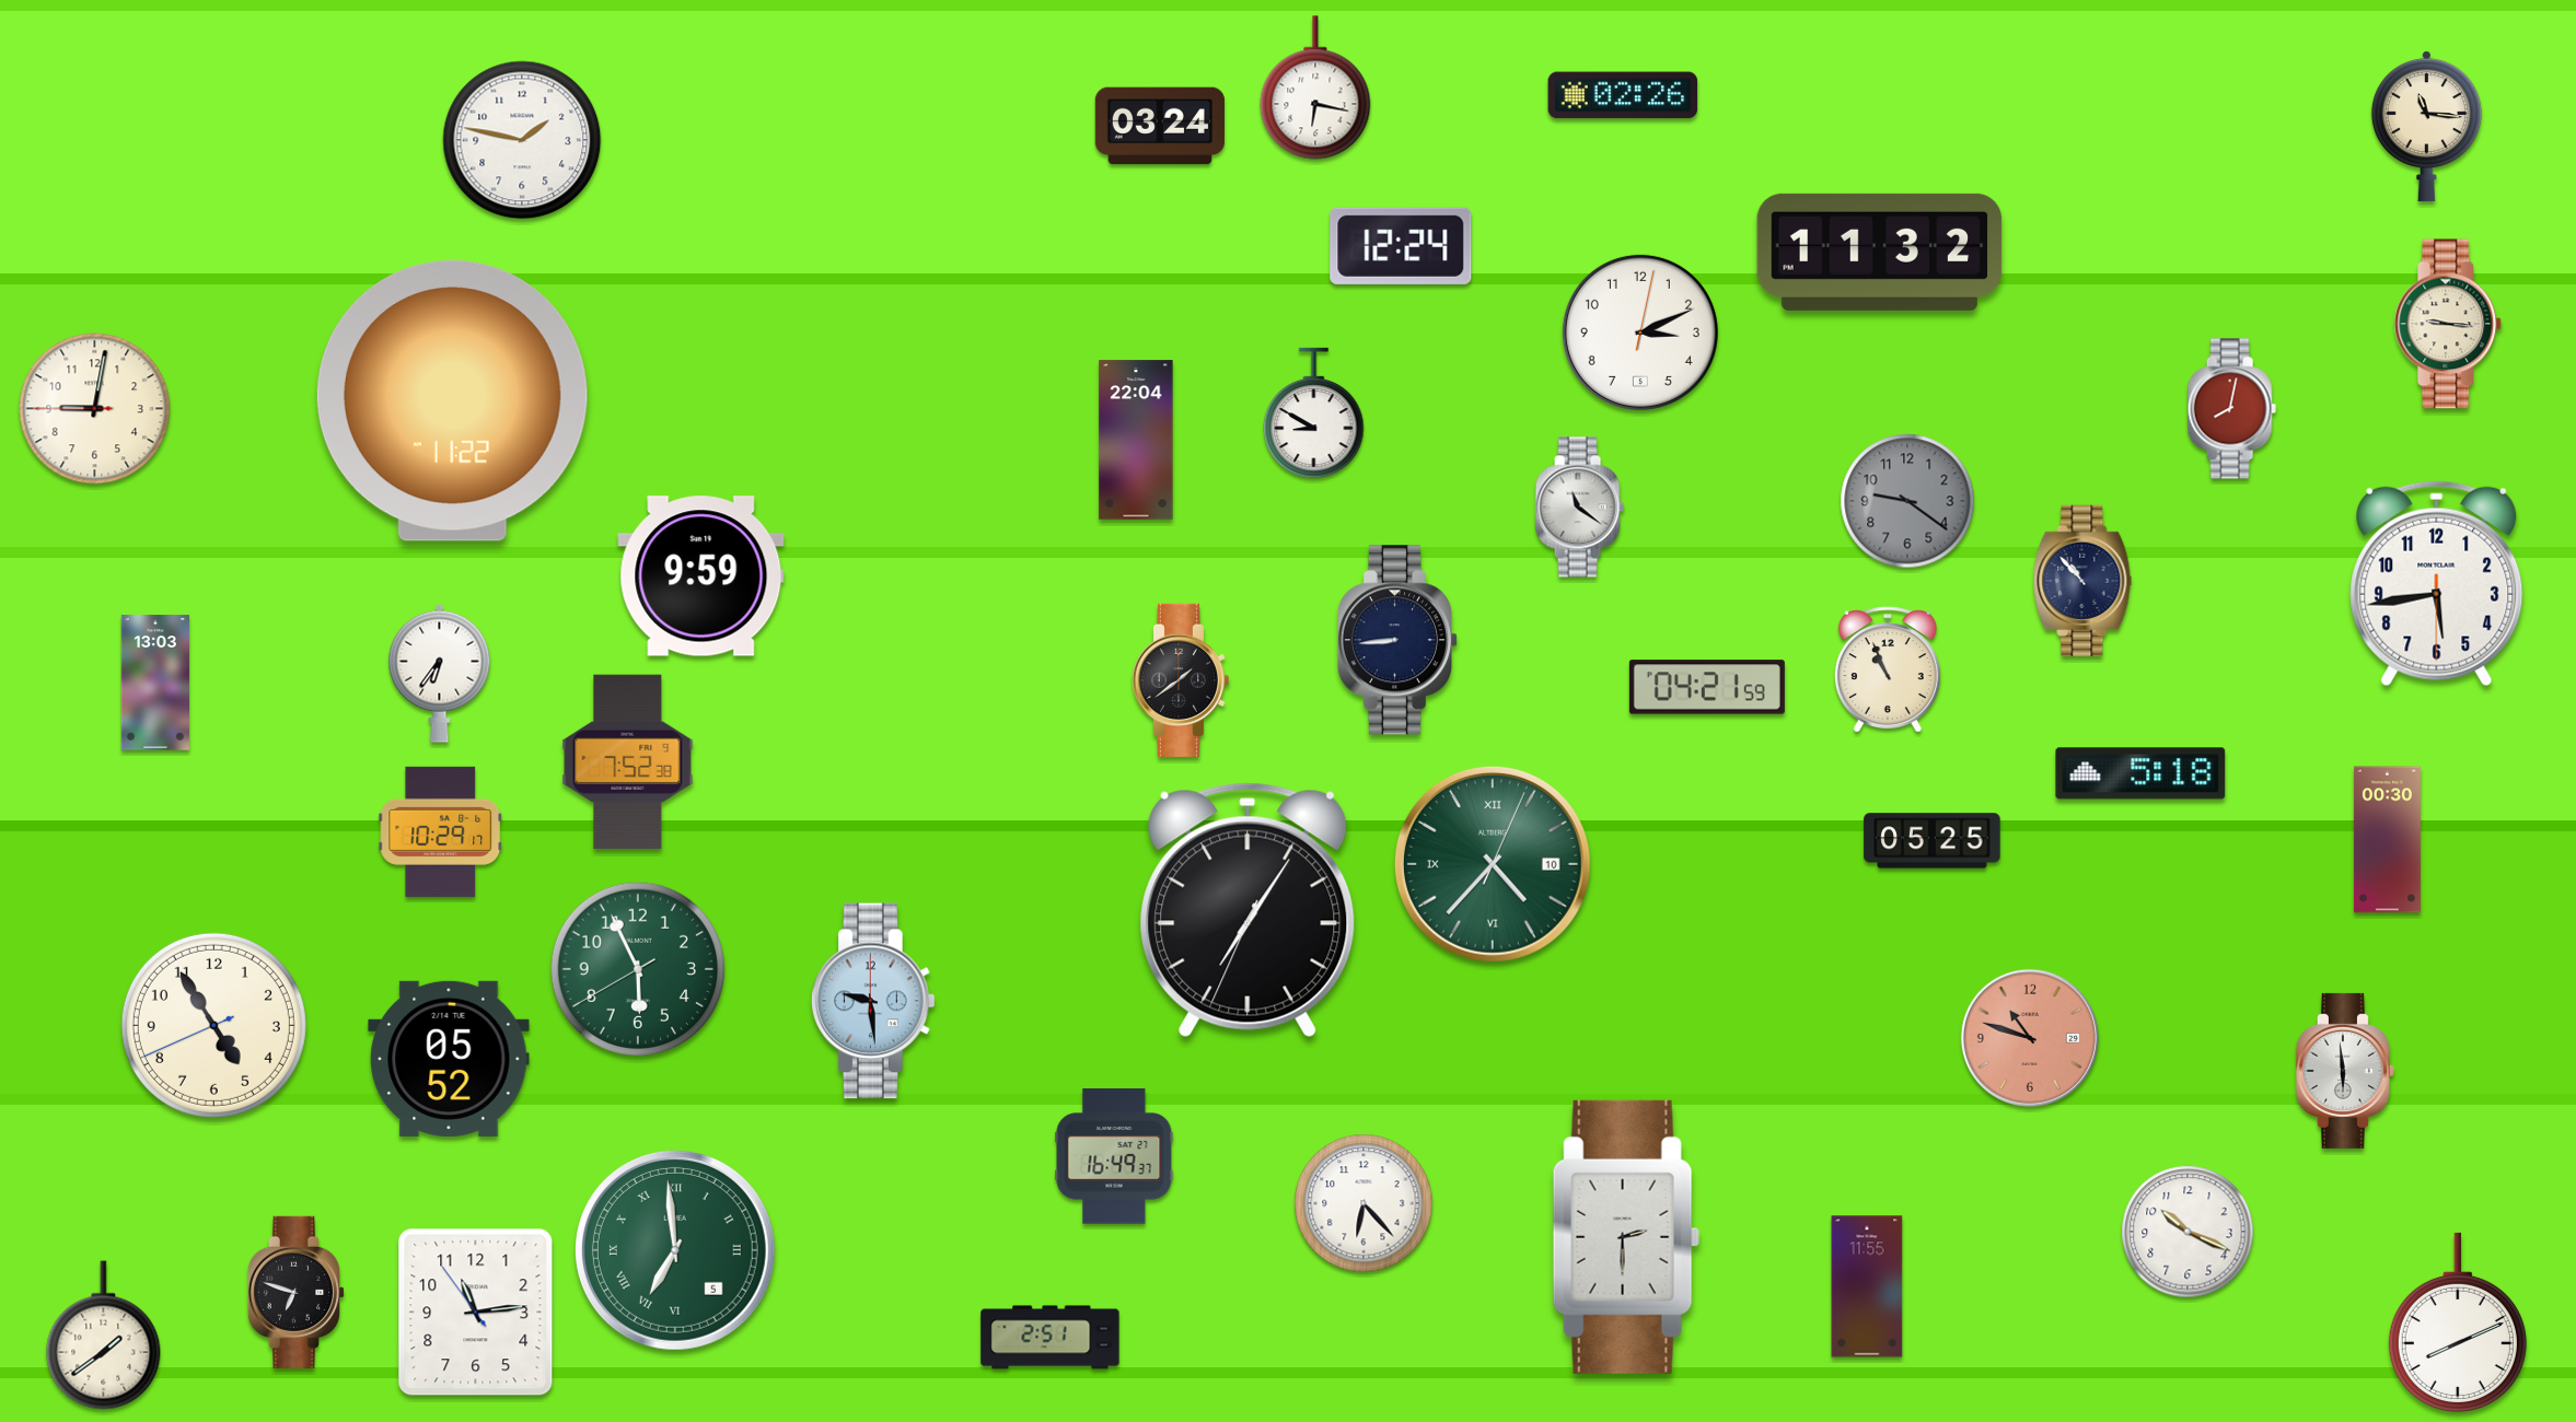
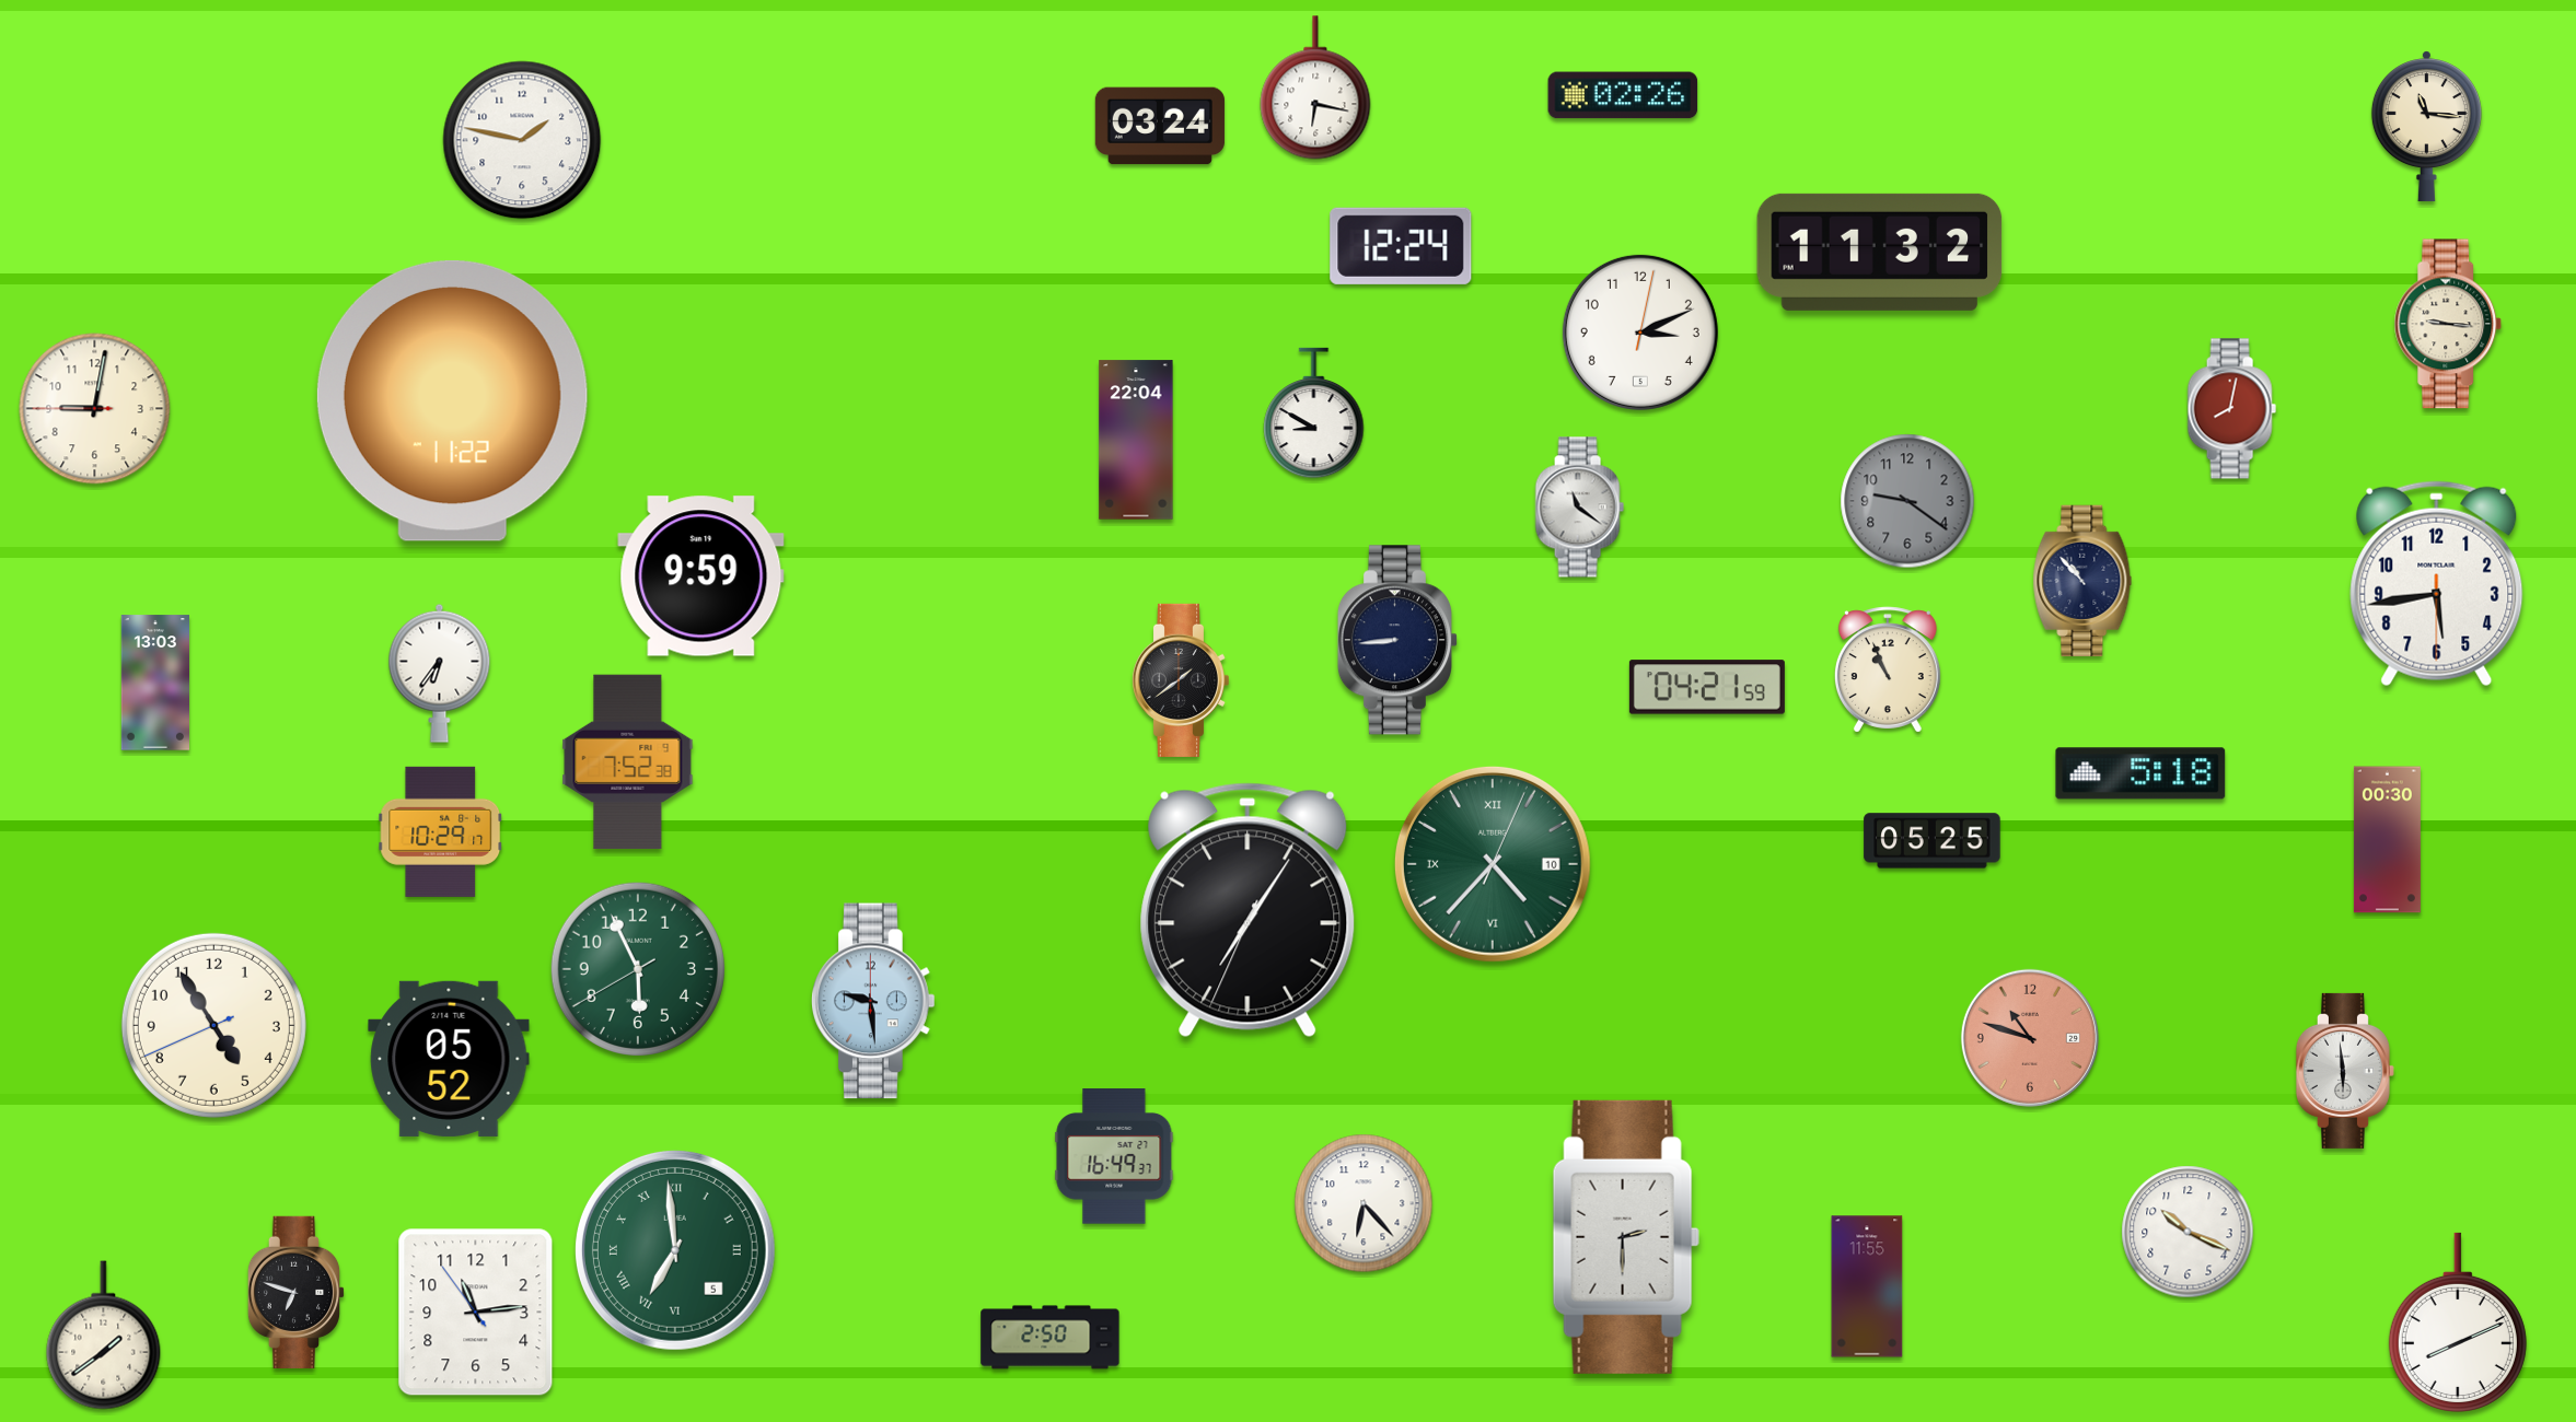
clock at (1051, 1338): 2:51 -> 2:50
